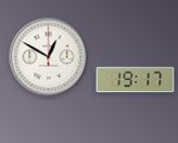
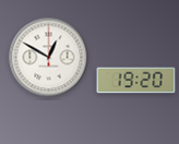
clock at (136, 80): 19:17 -> 19:20
